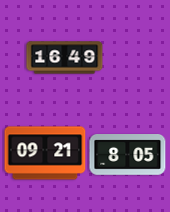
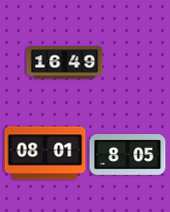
clock at (65, 58) position: (65, 58) -> (65, 63)
clock at (45, 153): 09:21 -> 08:01
